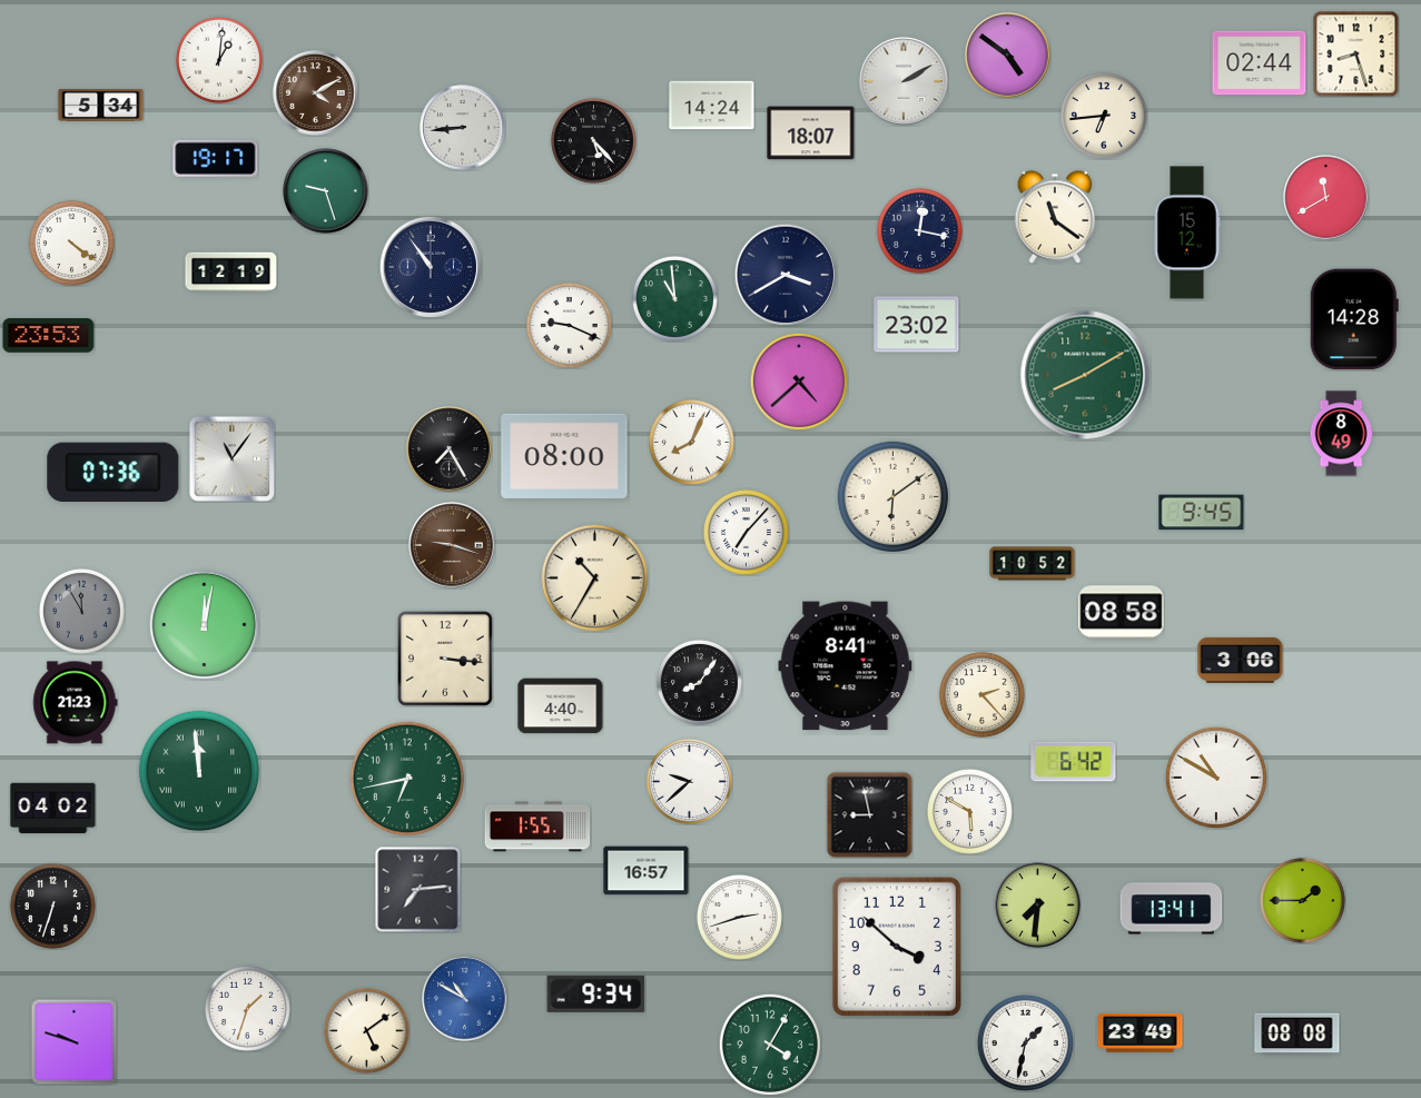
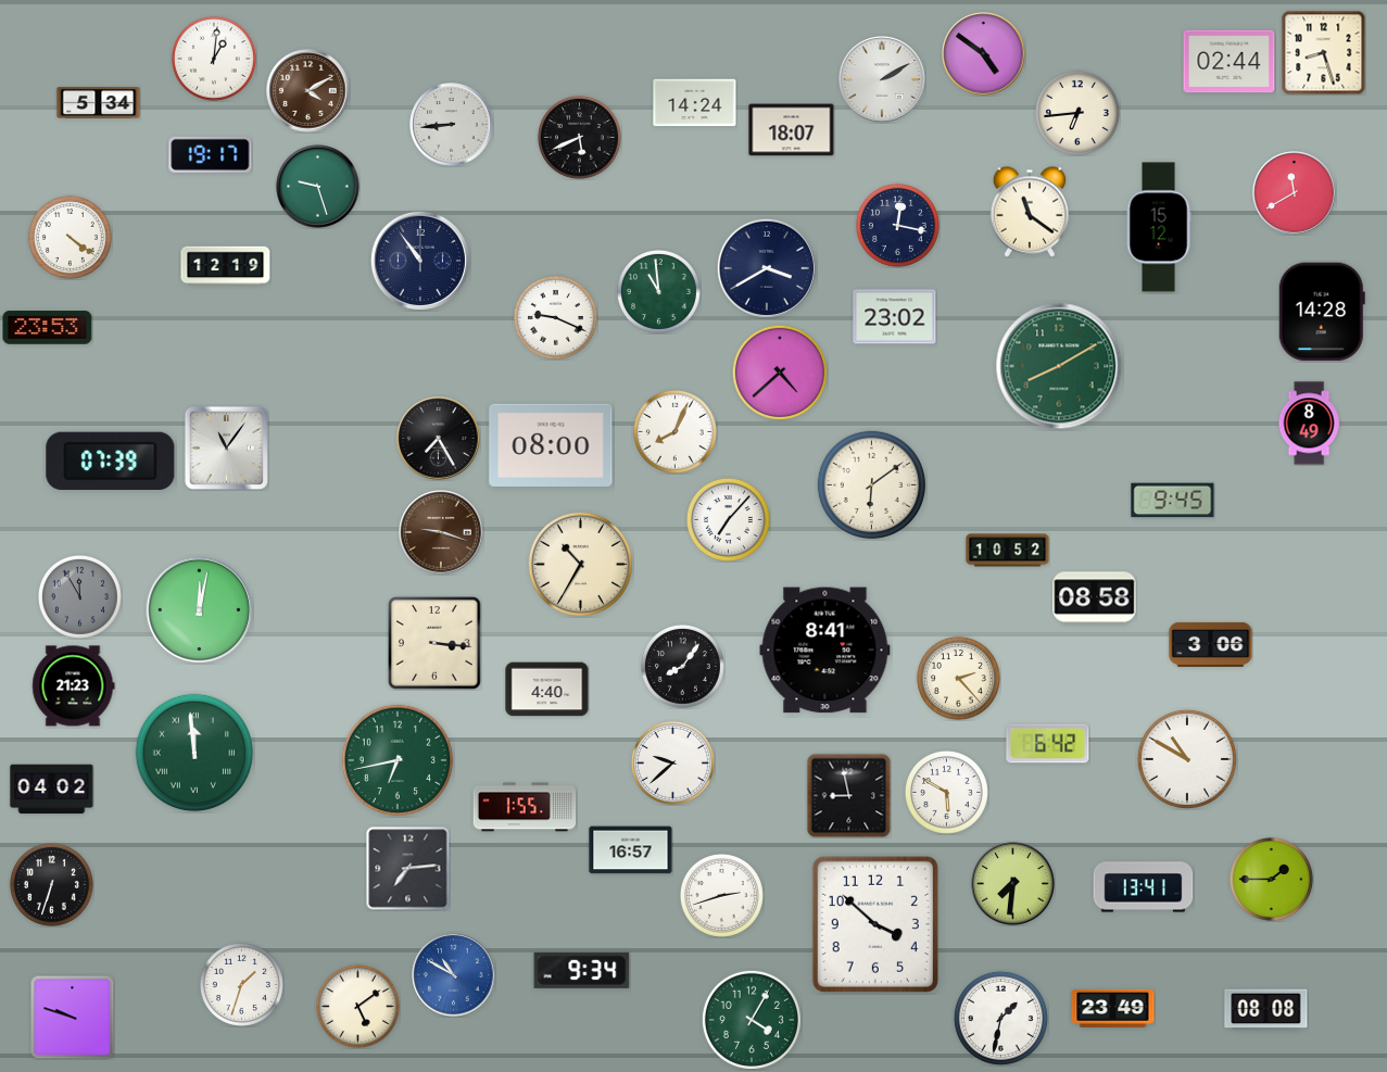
clock at (593, 140): 5:23 -> 5:41
clock at (114, 472): 07:36 -> 07:39
